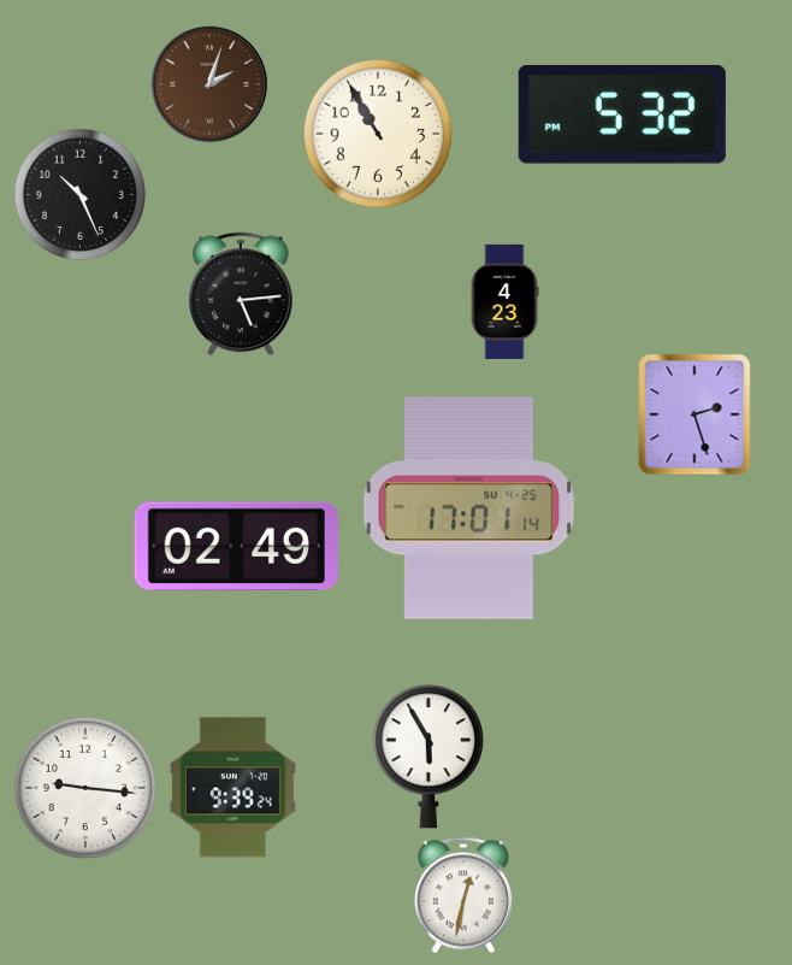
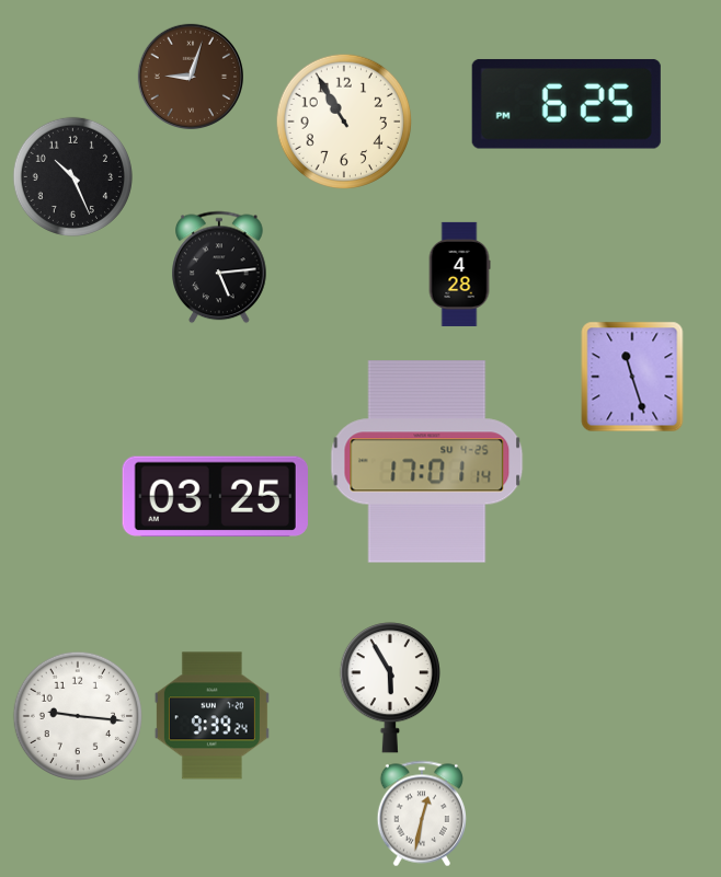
clock at (208, 83): 2:03 -> 9:03
clock at (622, 114): 5:32 -> 6:25
clock at (504, 301): 4:23 -> 4:28
clock at (695, 414): 2:27 -> 11:27
clock at (236, 546): 02:49 -> 03:25
